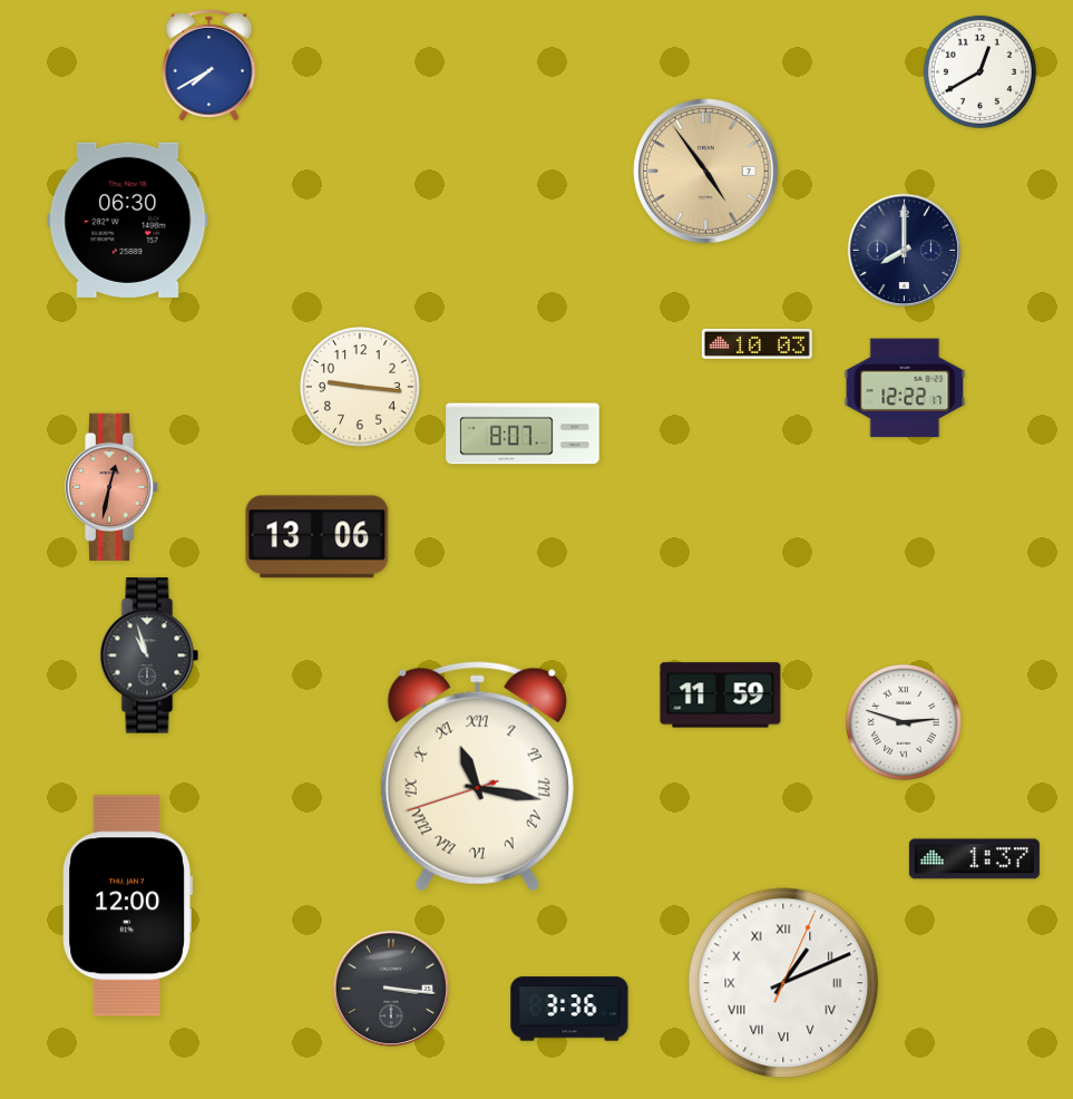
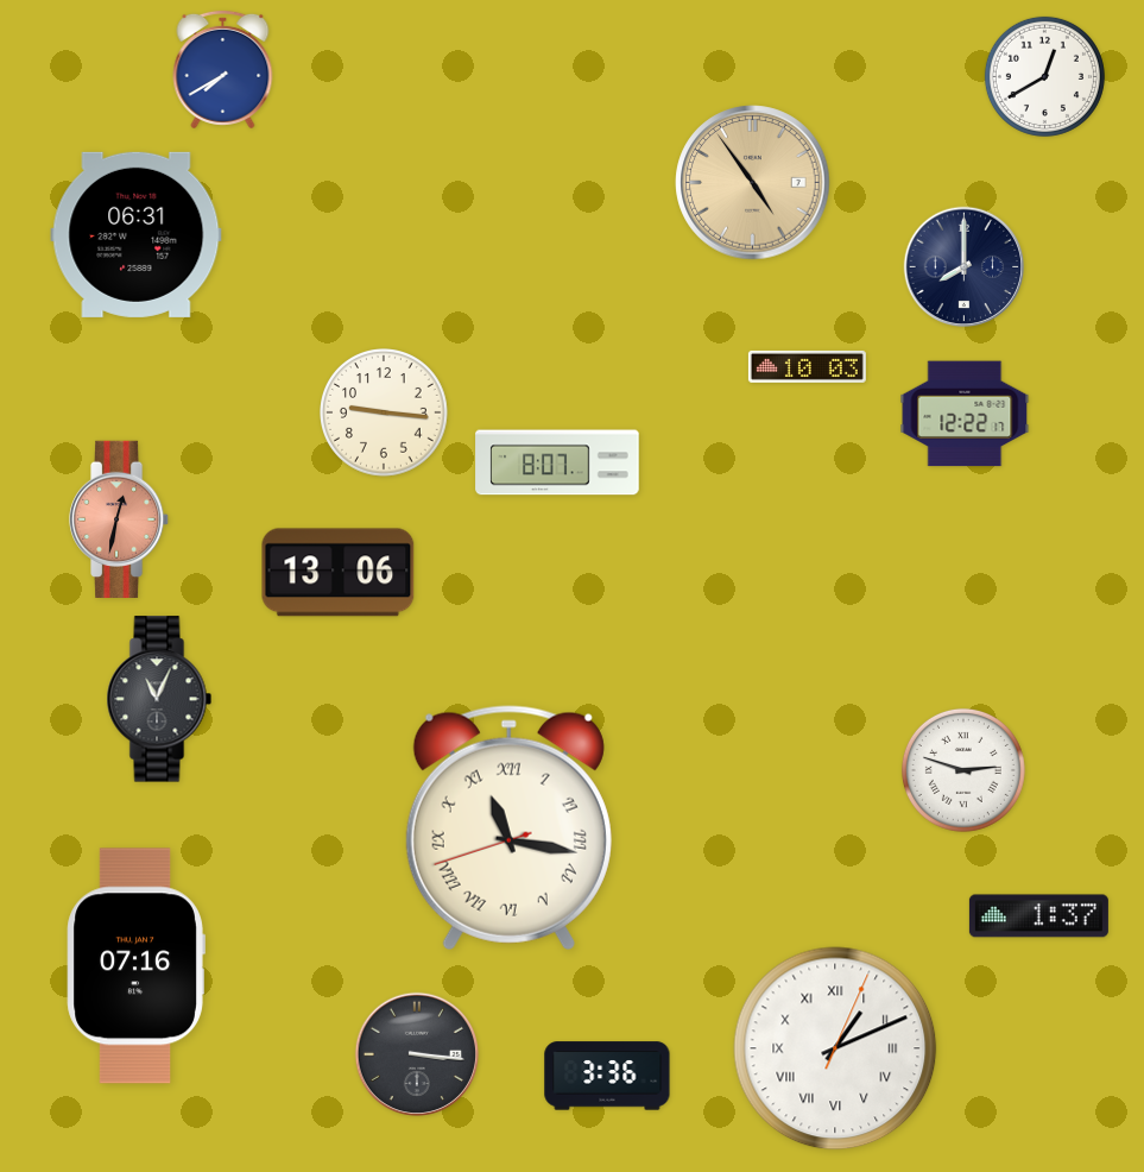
clock at (128, 220): 06:30 -> 06:31
clock at (149, 655): 10:57 -> 11:04
clock at (721, 696): 11:59 -> none
clock at (127, 906): 12:00 -> 07:16
